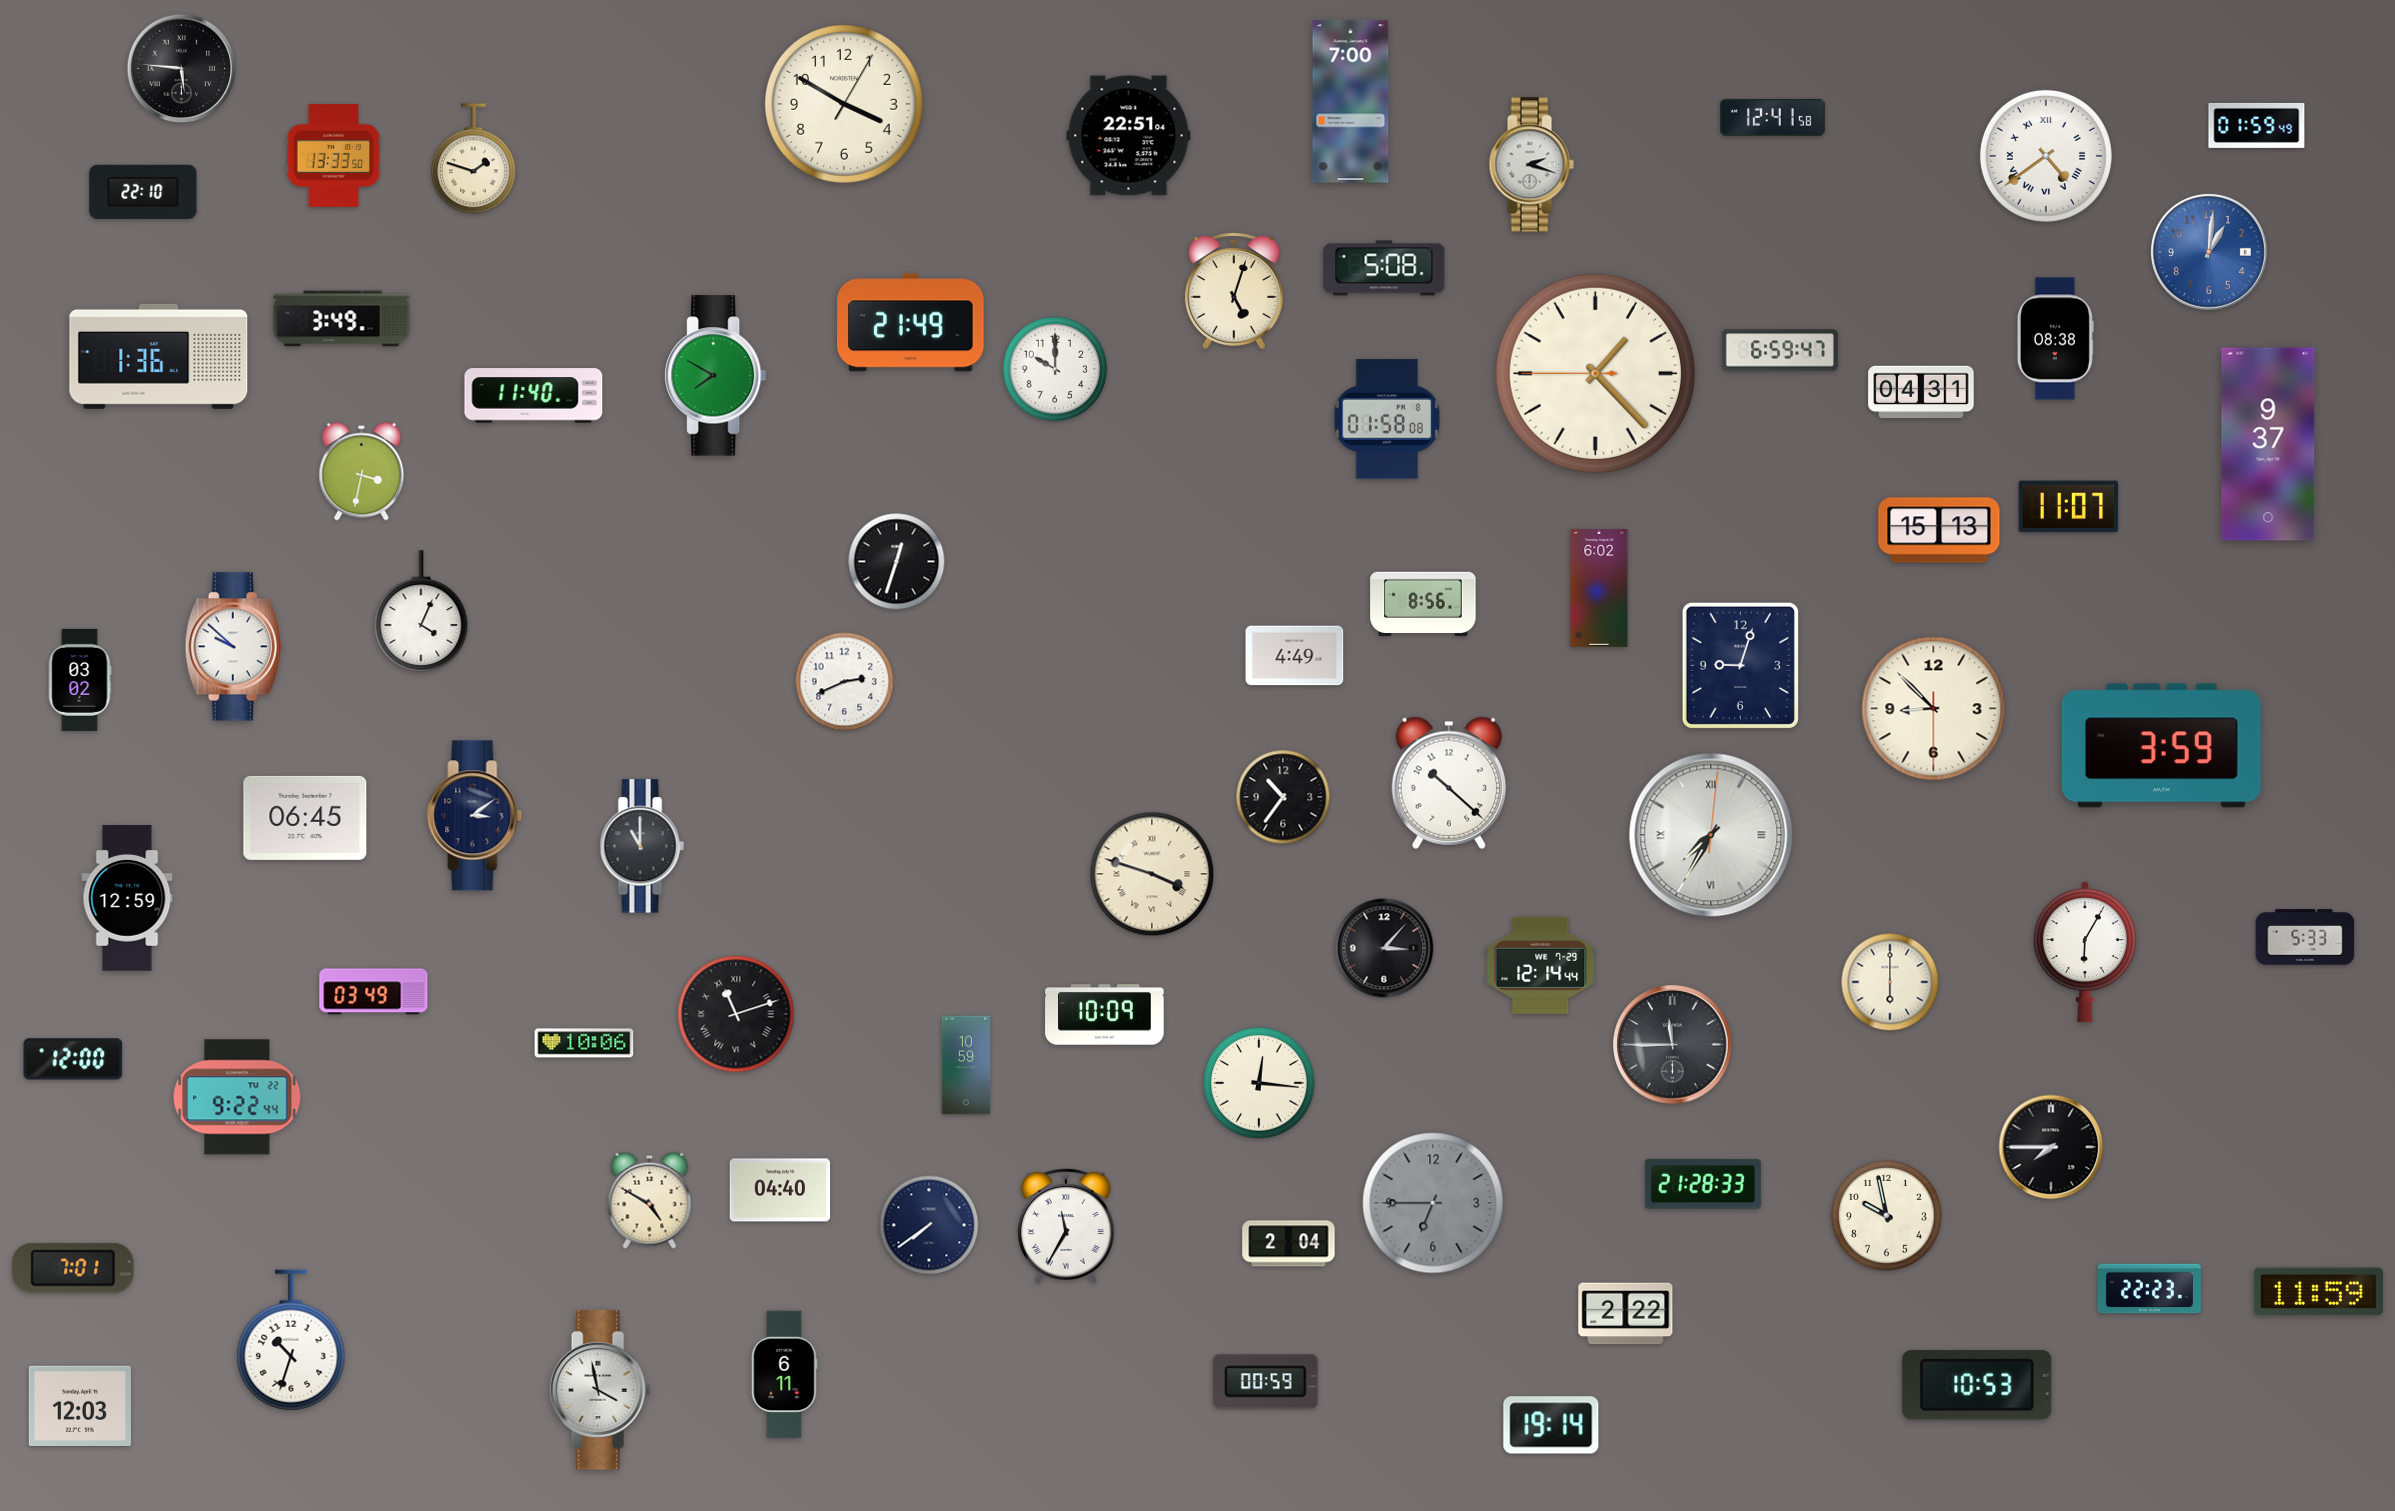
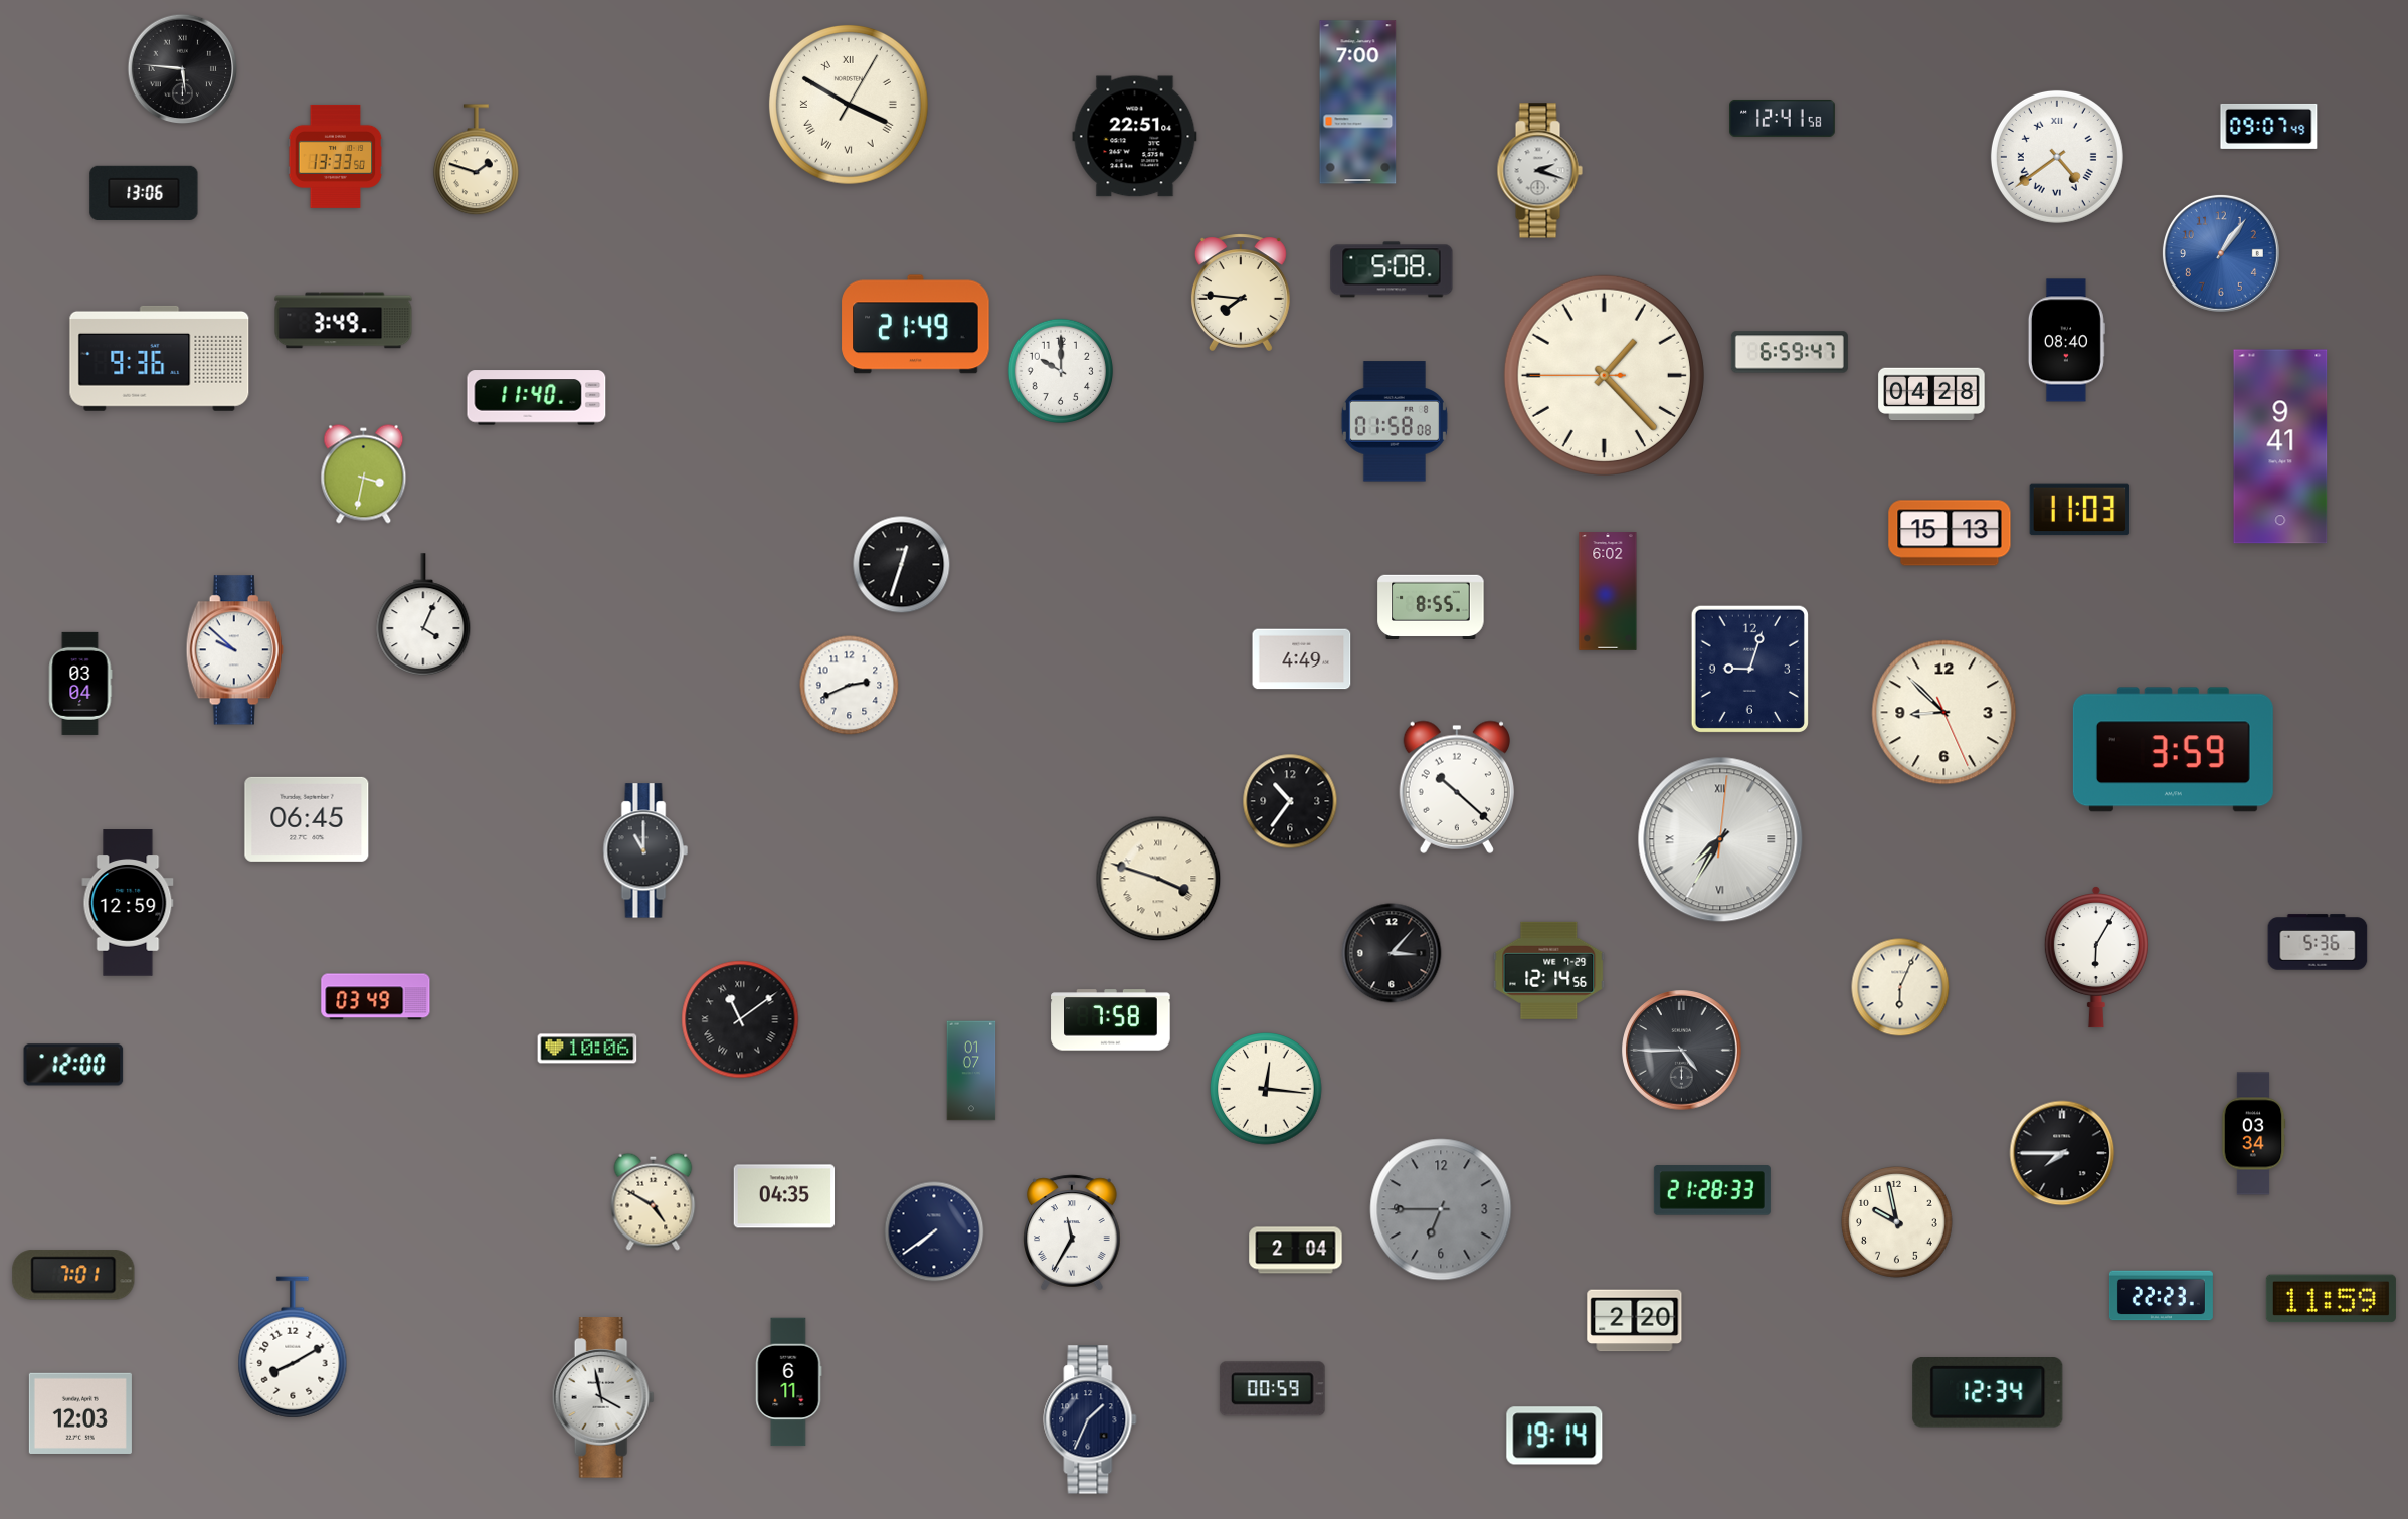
clock at (844, 104) numerals: Arabic -> Roman
clock at (2257, 125): 01:59 -> 09:07
clock at (1531, 165) position: (1531, 165) -> (1539, 171)
clock at (143, 192): 22:10 -> 13:06
clock at (2209, 252): 1:01 -> 1:06
clock at (1234, 291): 5:03 -> 7:46
clock at (2055, 339): 08:38 -> 08:40
clock at (159, 356): 1:36 -> 9:36
clock at (716, 376): 7:50 -> none
clock at (1921, 392): 04:31 -> 04:28
clock at (2268, 444): 9:37 -> 9:41
clock at (2069, 507): 11:07 -> 11:03
clock at (1423, 603): 8:56 -> 8:55
clock at (80, 680): 03:02 -> 03:04
clock at (1934, 709): 8:52:30 -> 8:52:26
clock at (475, 816): 3:09 -> none
clock at (305, 818) position: (305, 818) -> (307, 819)
clock at (2305, 937): 5:33 -> 5:36
clock at (1541, 965): 12:14:44 -> 12:14:56
clock at (1890, 982): 6:00 -> 6:04
clock at (736, 1014): 11:12 -> 11:09
clock at (1105, 1015): 10:09 -> 7:58
clock at (1673, 1045): 11:45 -> 4:45
clock at (966, 1065): 10:59 -> 01:07
clock at (237, 1097): 9:22 -> none
clock at (2253, 1134): none -> 03:34
clock at (780, 1190): 04:40 -> 04:35
clock at (650, 1200) position: (650, 1200) -> (654, 1201)
clock at (1626, 1314): 2:22 -> 2:20
clock at (291, 1340): 10:33 -> 8:10
clock at (1977, 1386): 10:53 -> 12:34
clock at (1090, 1419): none -> 1:34
clock at (1551, 1425) position: (1551, 1425) -> (1554, 1436)
